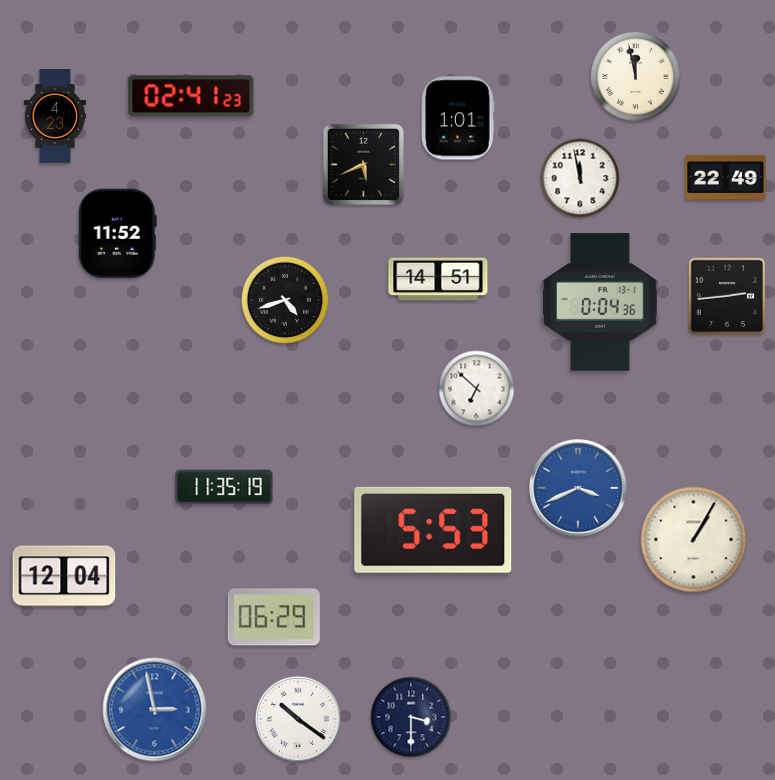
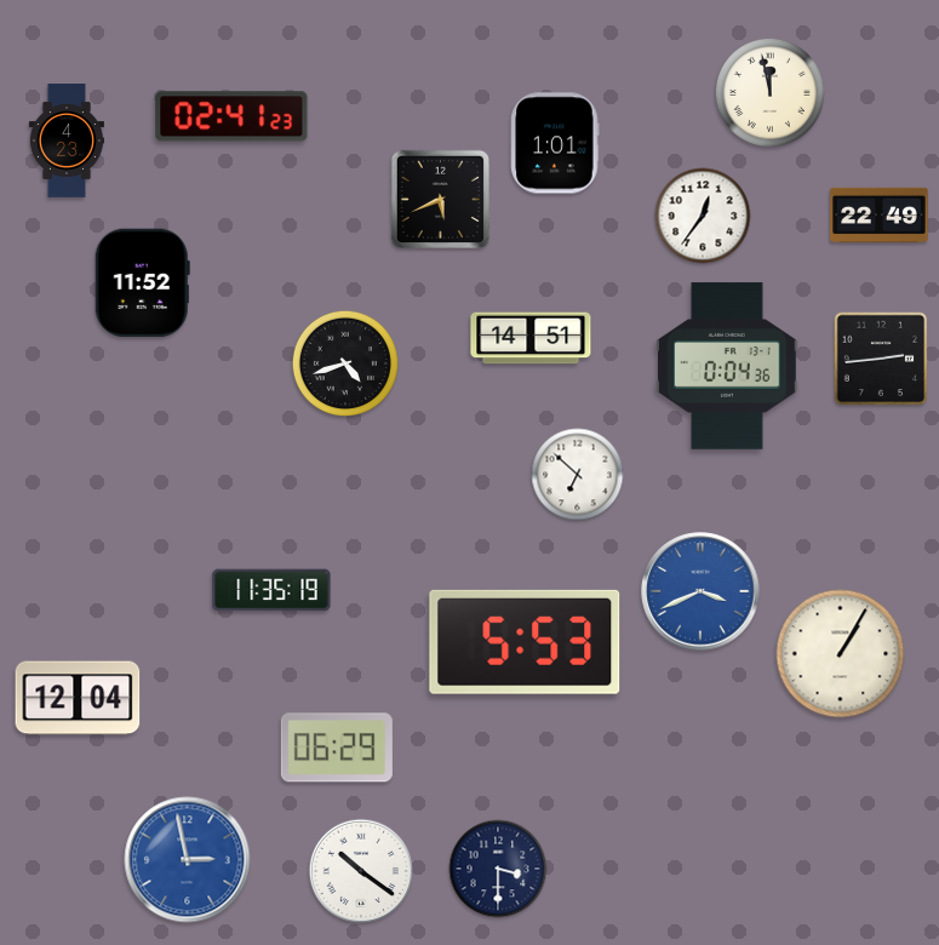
clock at (580, 178): 11:58 -> 12:36
clock at (477, 389) position: (477, 389) -> (578, 475)
clock at (274, 617) position: (274, 617) -> (337, 748)
